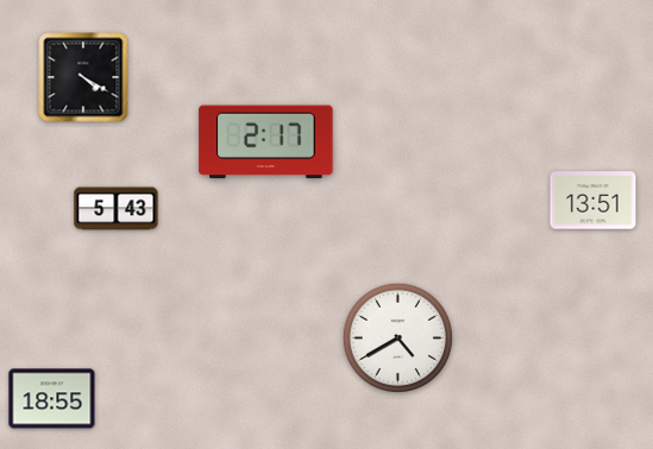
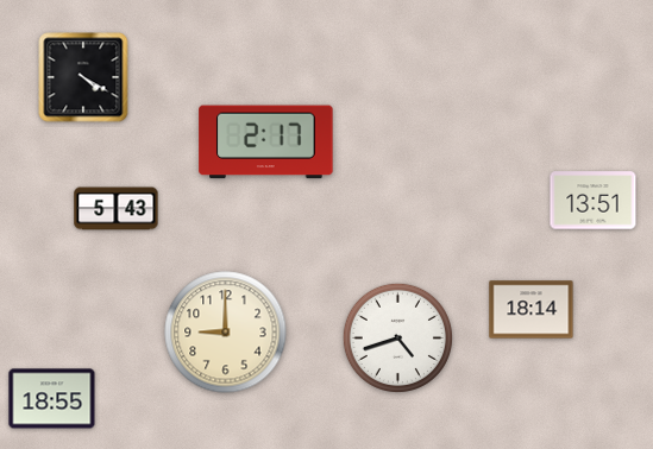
clock at (532, 310): none -> 18:14
clock at (226, 333): none -> 9:00
clock at (397, 337): 4:40 -> 4:42
